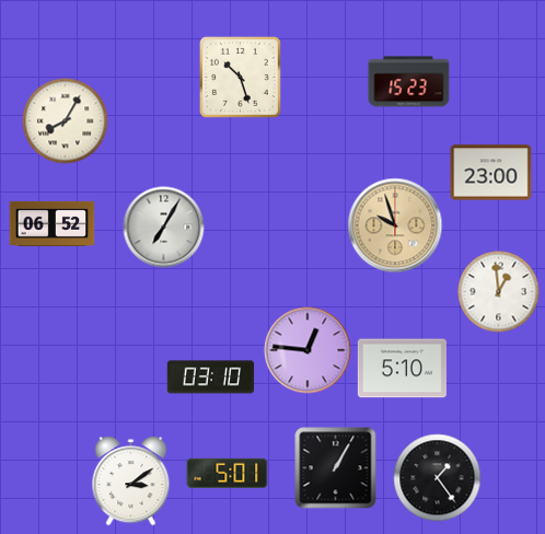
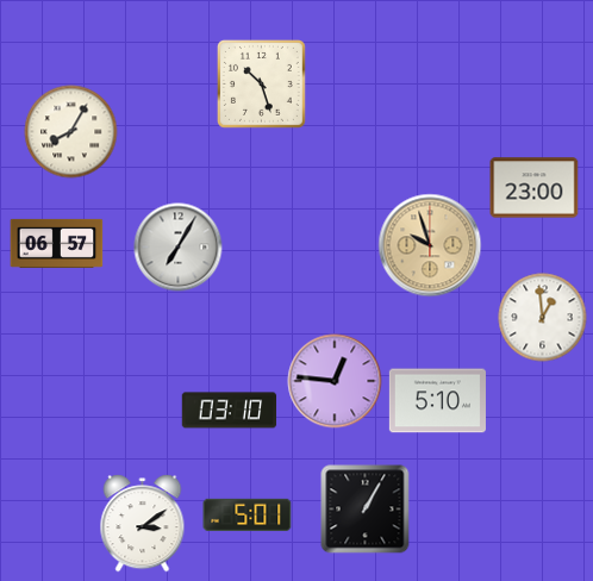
clock at (409, 82): 15:23 -> none
clock at (53, 223): 06:52 -> 06:57
clock at (438, 478): 1:24 -> none
